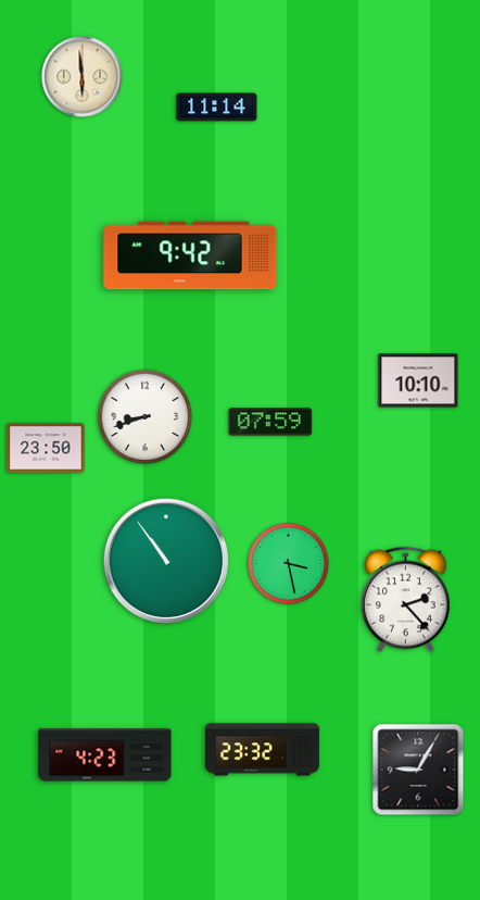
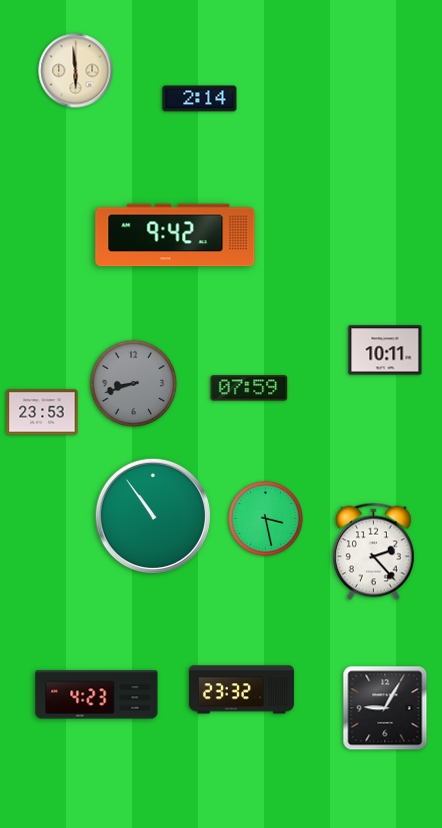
clock at (217, 108): 11:14 -> 2:14
clock at (418, 380): 10:10 -> 10:11
clock at (146, 417) dial: white -> grey
clock at (46, 448): 23:50 -> 23:53
